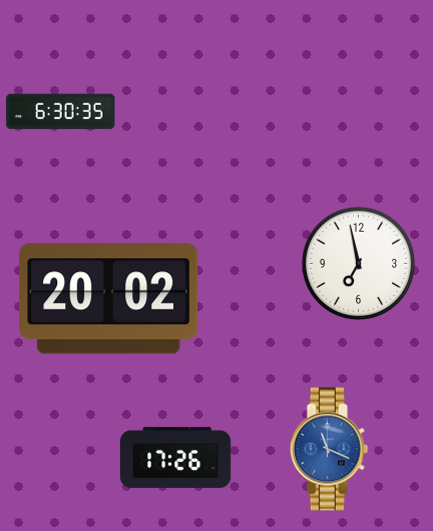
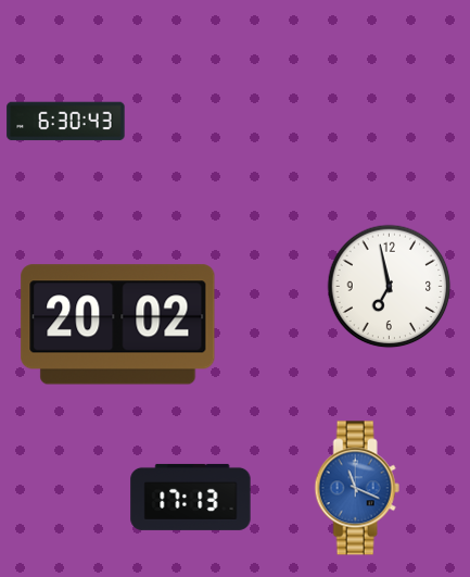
clock at (61, 112): 6:30:35 -> 6:30:43
clock at (176, 457): 17:26 -> 17:13
